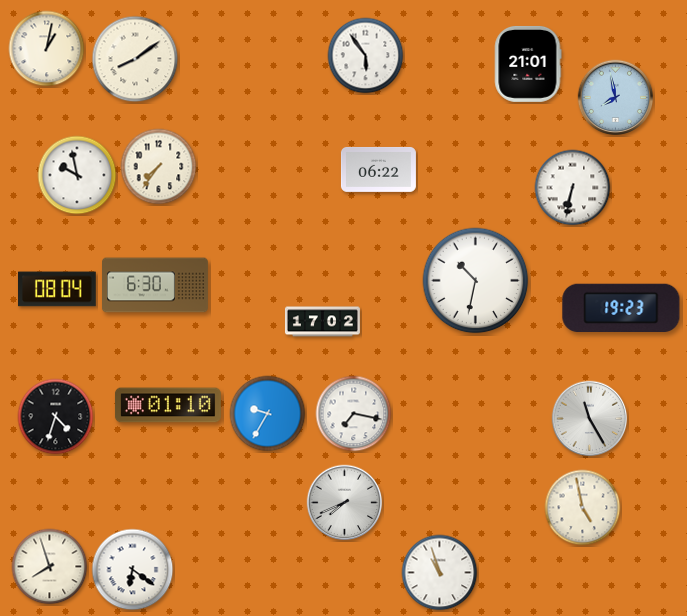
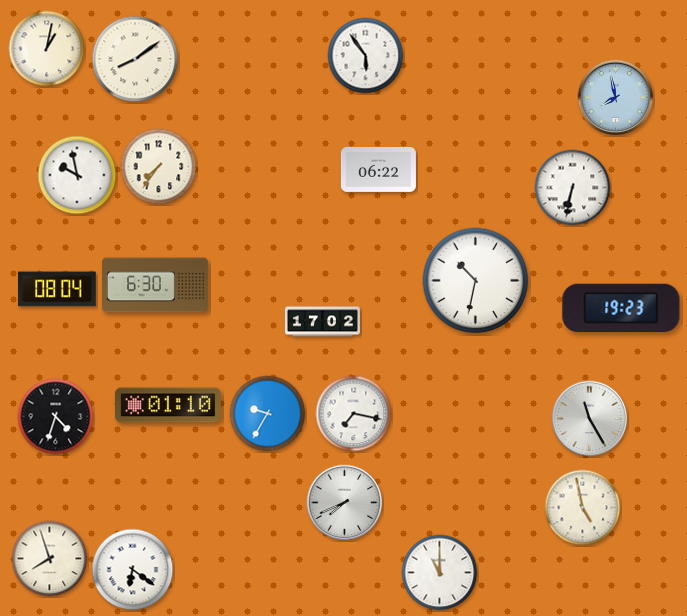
clock at (528, 64): 21:01 -> none
clock at (50, 567) position: (50, 567) -> (50, 559)
clock at (440, 573): 10:57 -> 11:00
